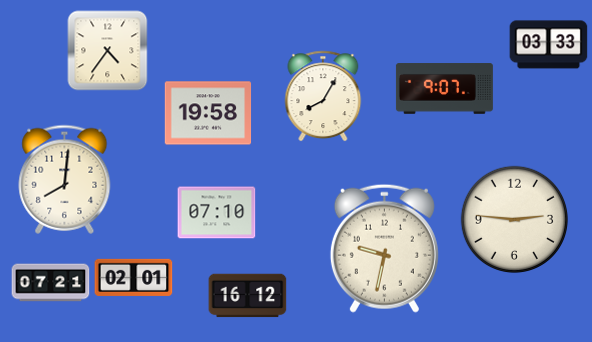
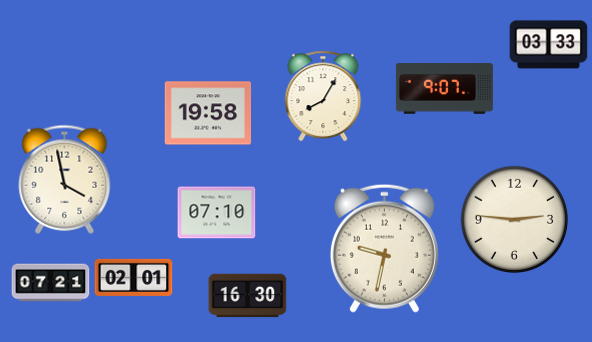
clock at (107, 50): 4:36 -> none
clock at (65, 179): 8:01 -> 3:58
clock at (247, 296): 16:12 -> 16:30
